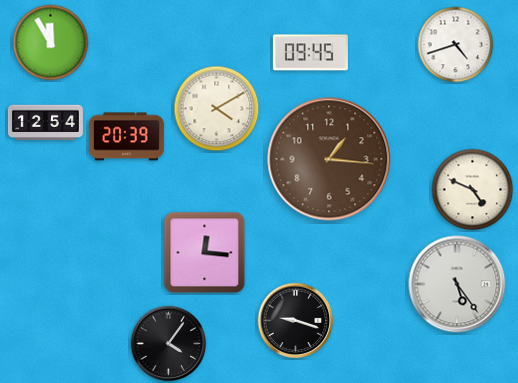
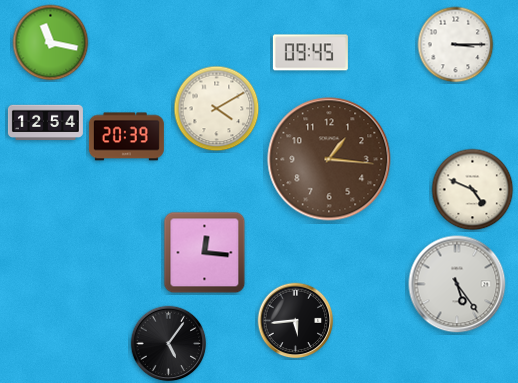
clock at (51, 43): 11:55 -> 11:17
clock at (456, 45): 4:42 -> 3:15
clock at (296, 321): 9:18 -> 5:44
clock at (169, 344): 4:06 -> 5:06
